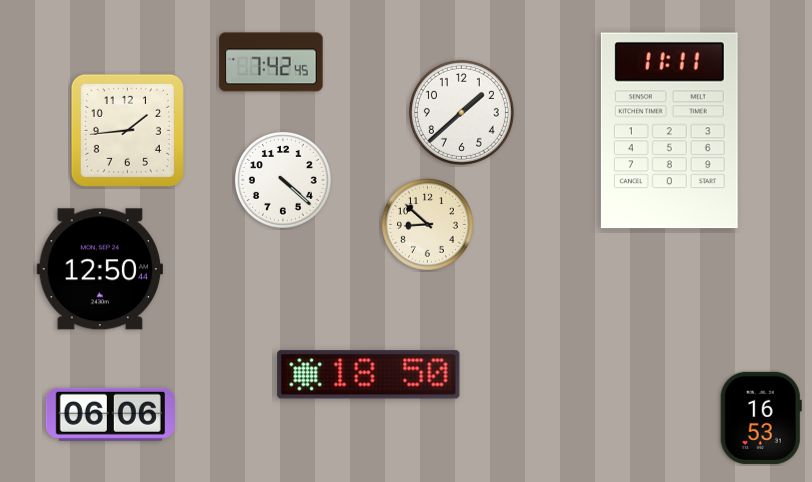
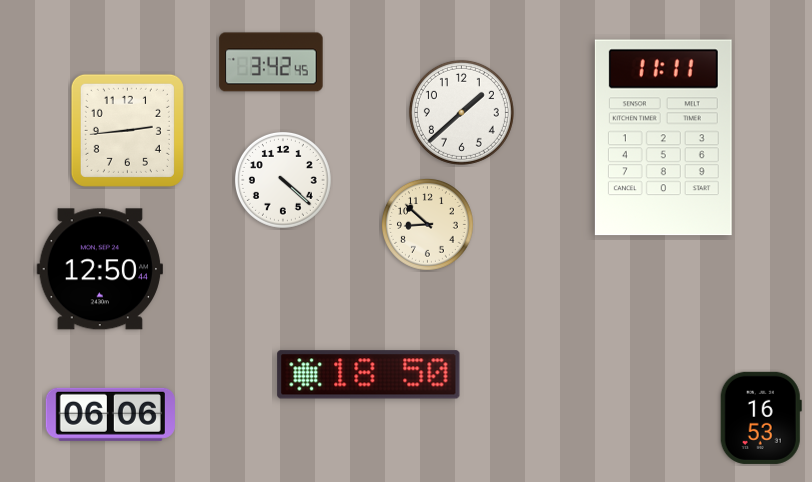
clock at (271, 62): 7:42 -> 3:42
clock at (127, 130): 1:44 -> 2:44
clock at (669, 131) position: (669, 131) -> (663, 138)
